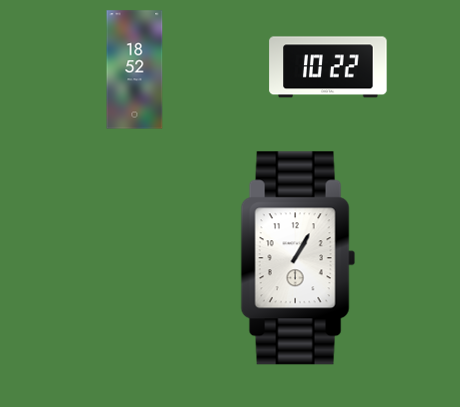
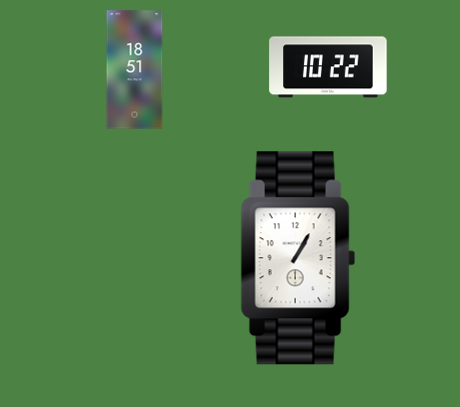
clock at (135, 70): 18:52 -> 18:51
